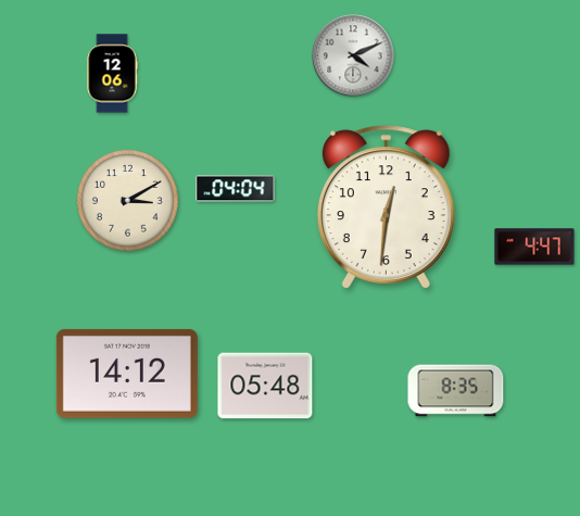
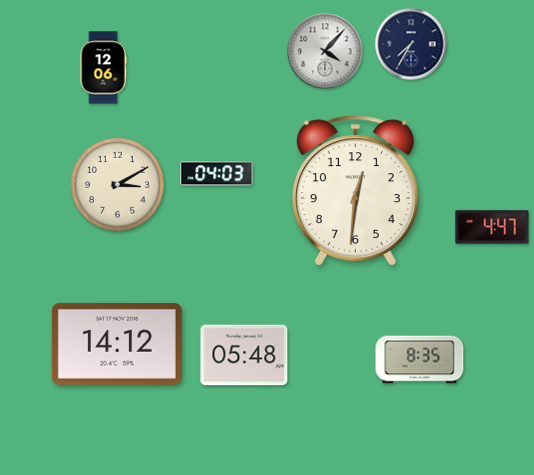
clock at (411, 44): none -> 7:35
clock at (353, 55): 4:11 -> 4:07
clock at (236, 189): 04:04 -> 04:03
